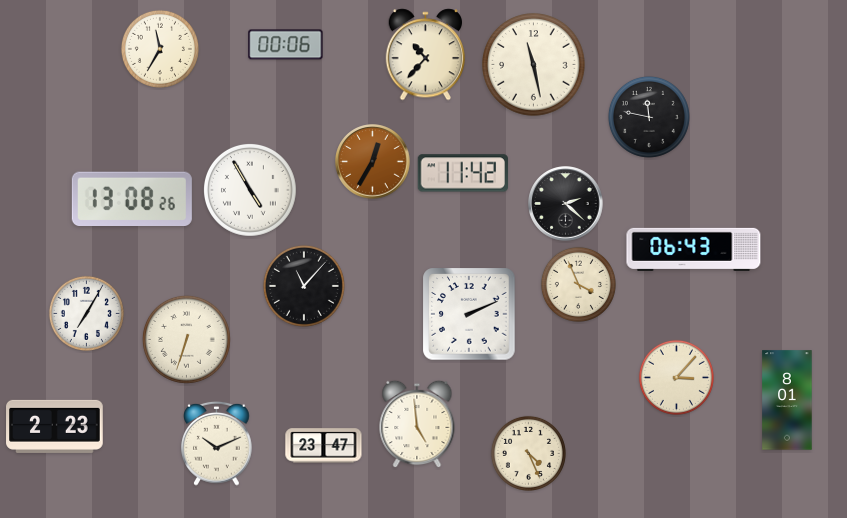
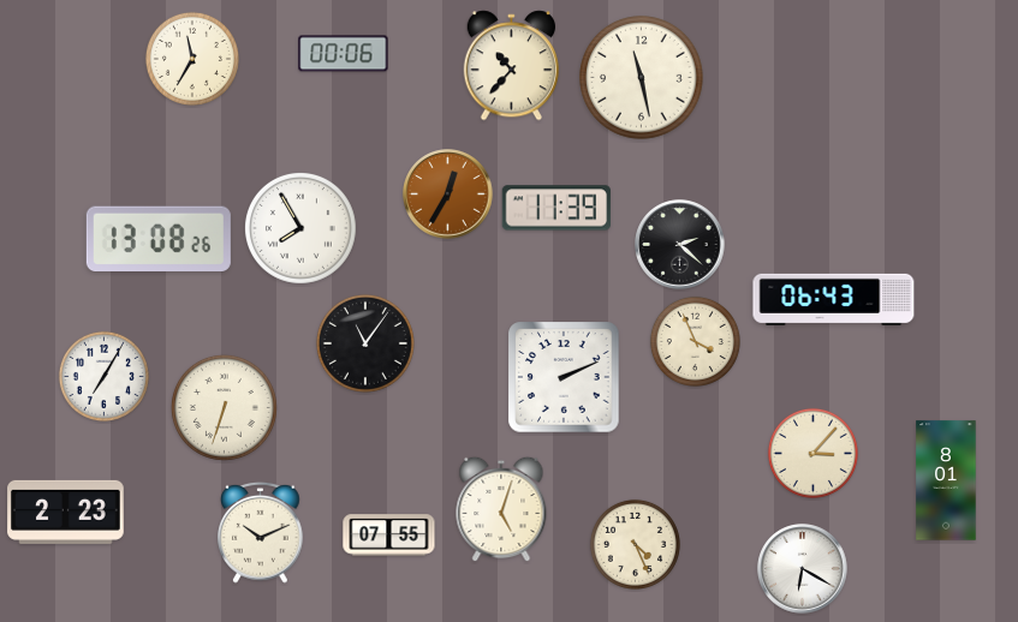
clock at (649, 117): 11:47 -> none
clock at (462, 173): 11:42 -> 11:39
clock at (250, 190): 4:55 -> 7:55
clock at (304, 286): 11:07 -> 11:06
clock at (417, 424): 4:59 -> 5:03
clock at (324, 446): 23:47 -> 07:55
clock at (803, 569): none -> 6:20
